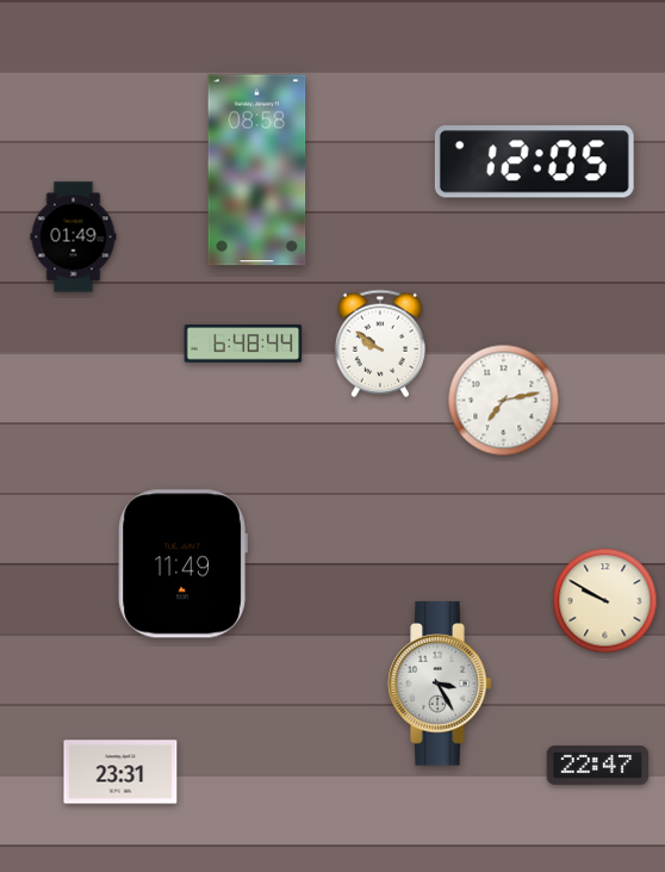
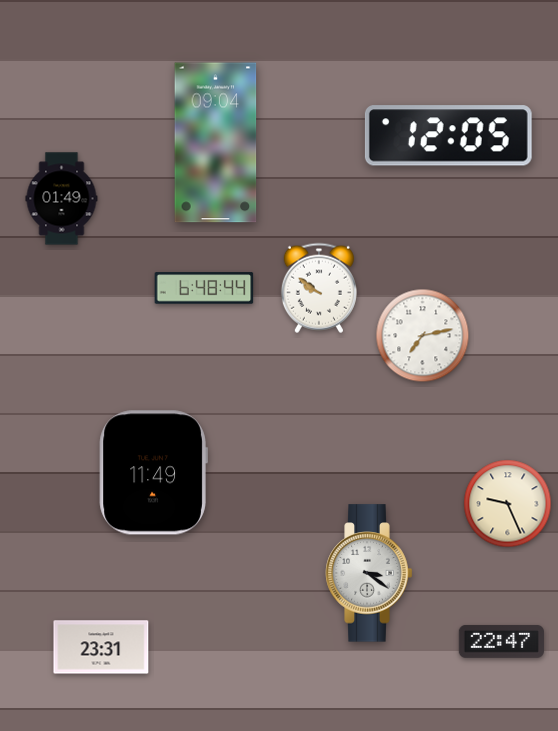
clock at (257, 171): 08:58 -> 09:04
clock at (605, 601): 9:50 -> 9:26
clock at (440, 684): 3:25 -> 3:21
